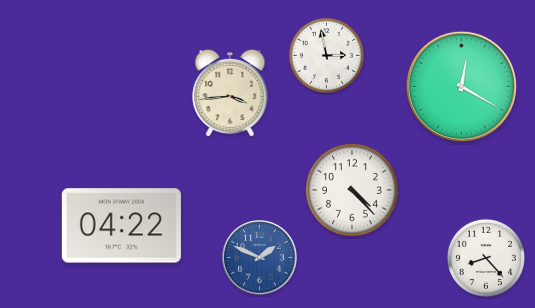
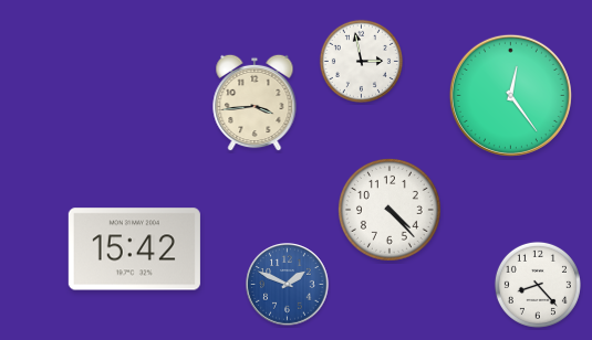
clock at (461, 86): 12:20 -> 12:24
clock at (121, 226): 04:22 -> 15:42
